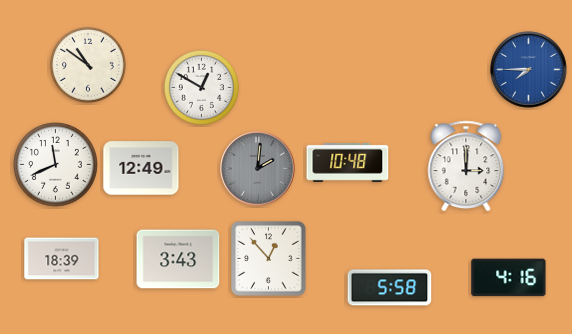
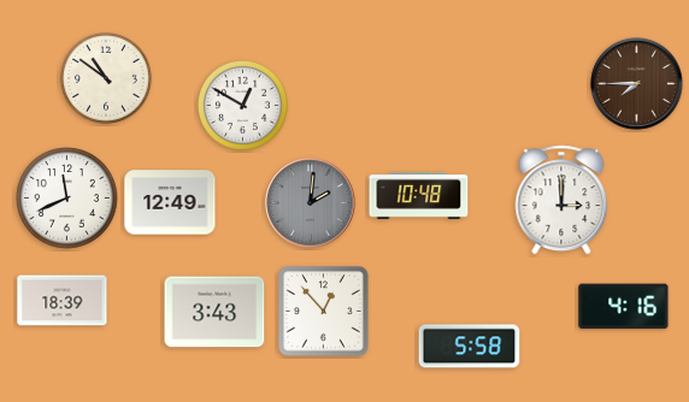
clock at (529, 70) dial: blue -> brown
clock at (62, 259) position: (62, 259) -> (63, 301)
clock at (509, 278) position: (509, 278) -> (624, 307)
